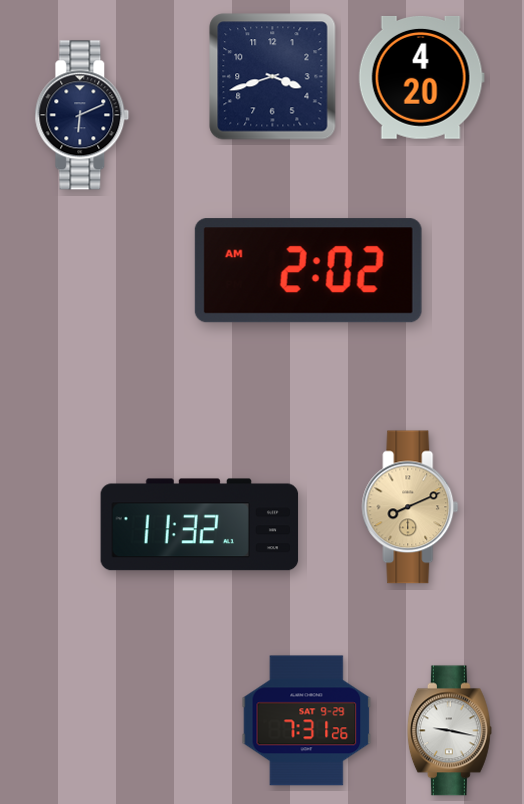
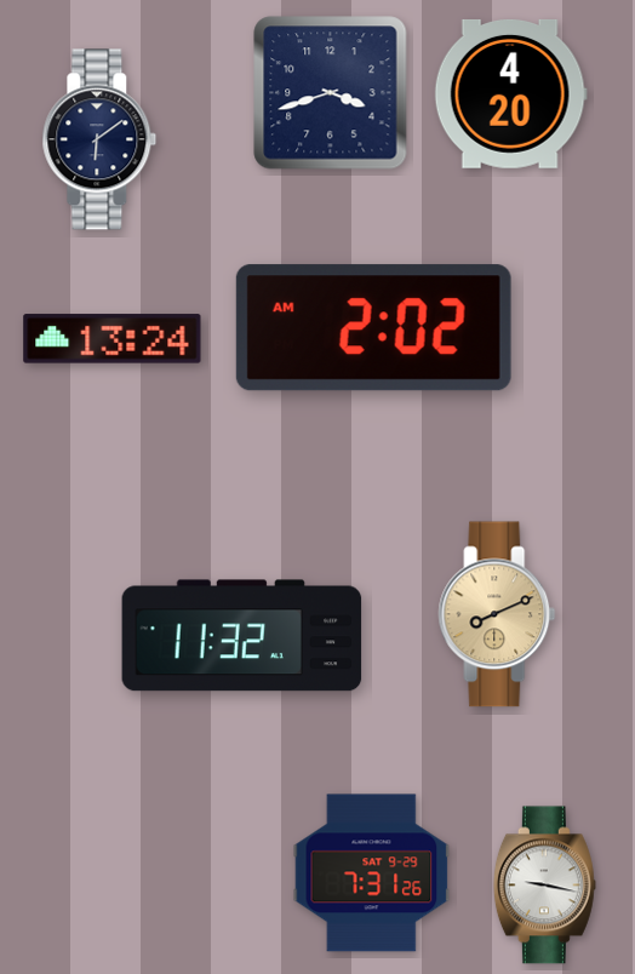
clock at (82, 115): 6:11 -> 6:09
clock at (113, 339): none -> 13:24
